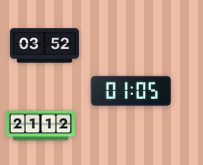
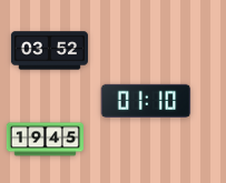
clock at (131, 91): 01:05 -> 01:10
clock at (40, 126): 21:12 -> 19:45
